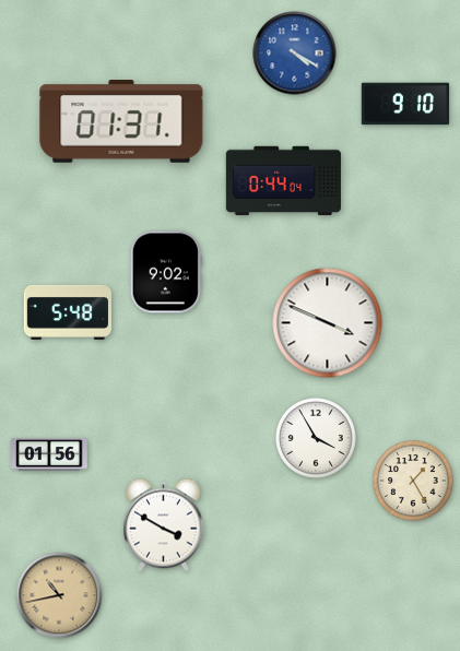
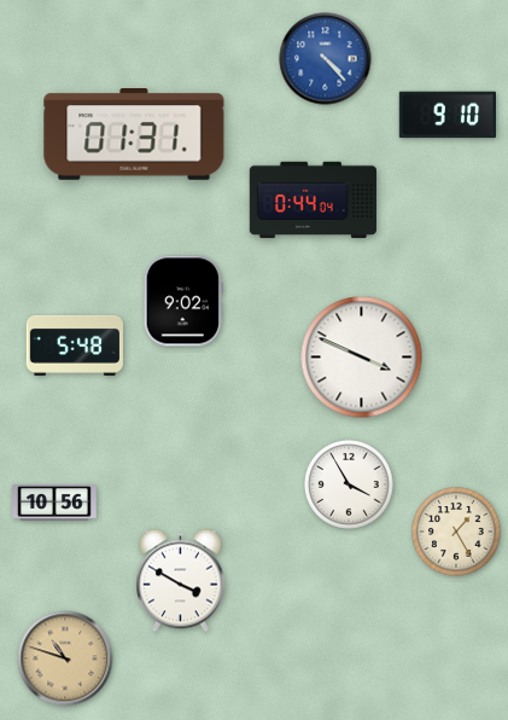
clock at (295, 54): 4:20 -> 4:23
clock at (50, 454): 01:56 -> 10:56
clock at (59, 595): 10:43 -> 10:48
